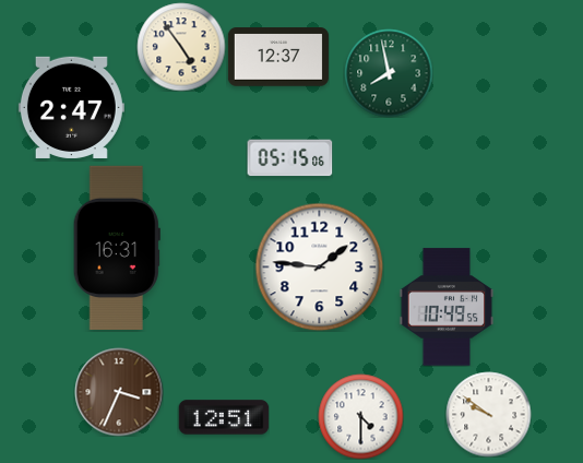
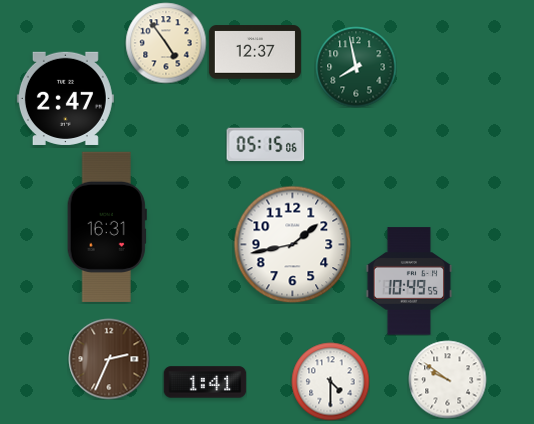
clock at (319, 266): 1:46 -> 1:43
clock at (119, 392): 3:34 -> 2:34
clock at (224, 417): 12:51 -> 1:41
